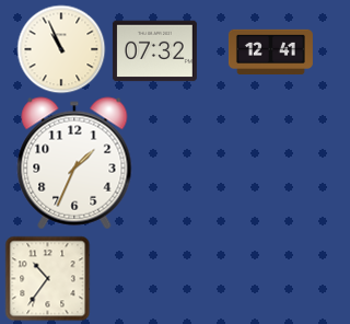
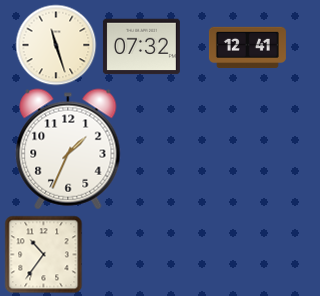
clock at (61, 49): 10:56 -> 11:27
